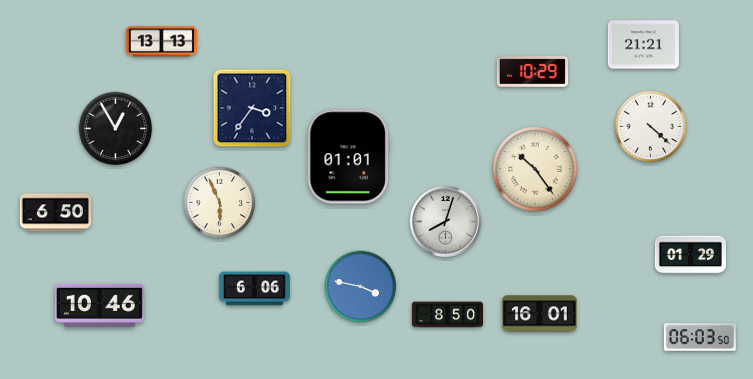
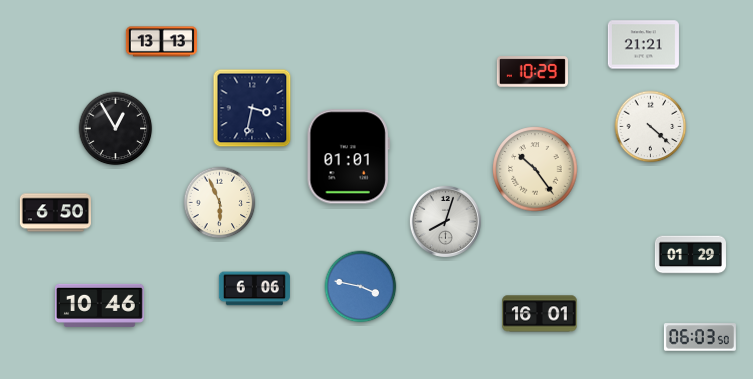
clock at (252, 108): 3:36 -> 3:32
clock at (447, 315): 8:50 -> none
